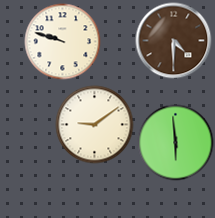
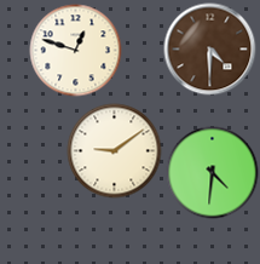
clock at (63, 42): 9:48 -> 12:48
clock at (176, 143): 5:59 -> 4:31
